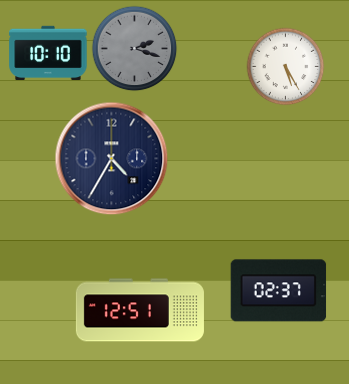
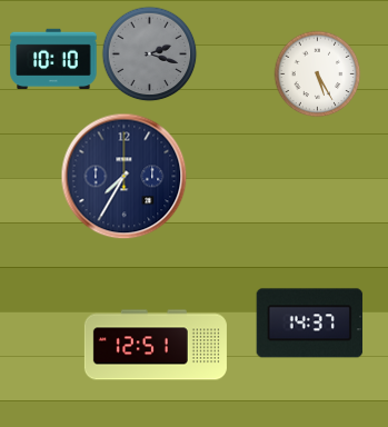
clock at (112, 159): 4:35 -> 7:35
clock at (279, 291): 02:37 -> 14:37
